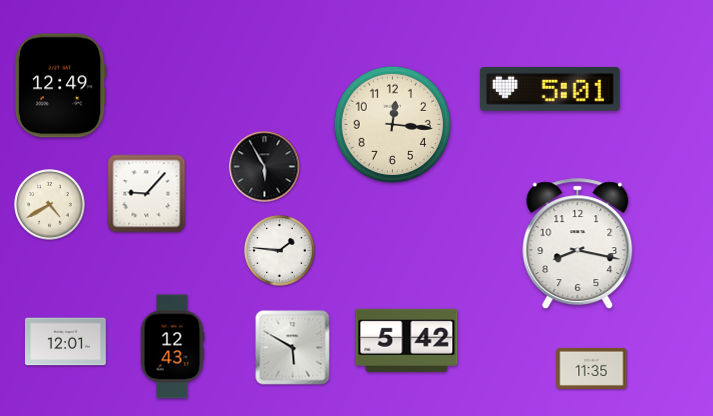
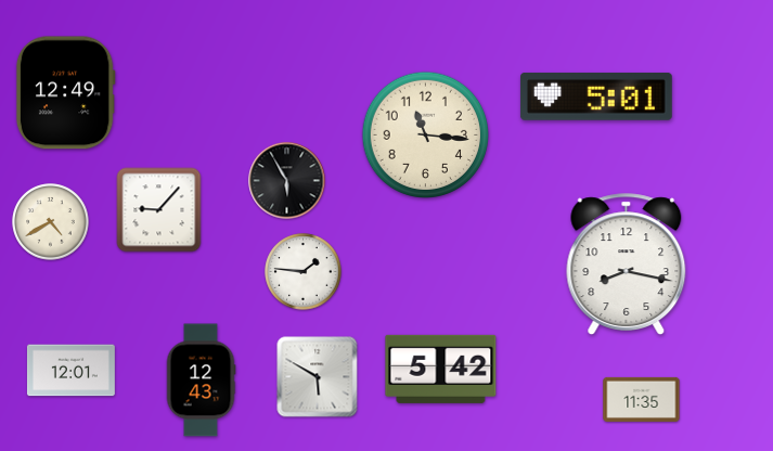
clock at (392, 124): 12:16 -> 11:16
clock at (50, 205) position: (50, 205) -> (51, 222)
clock at (172, 347) position: (172, 347) -> (201, 381)
